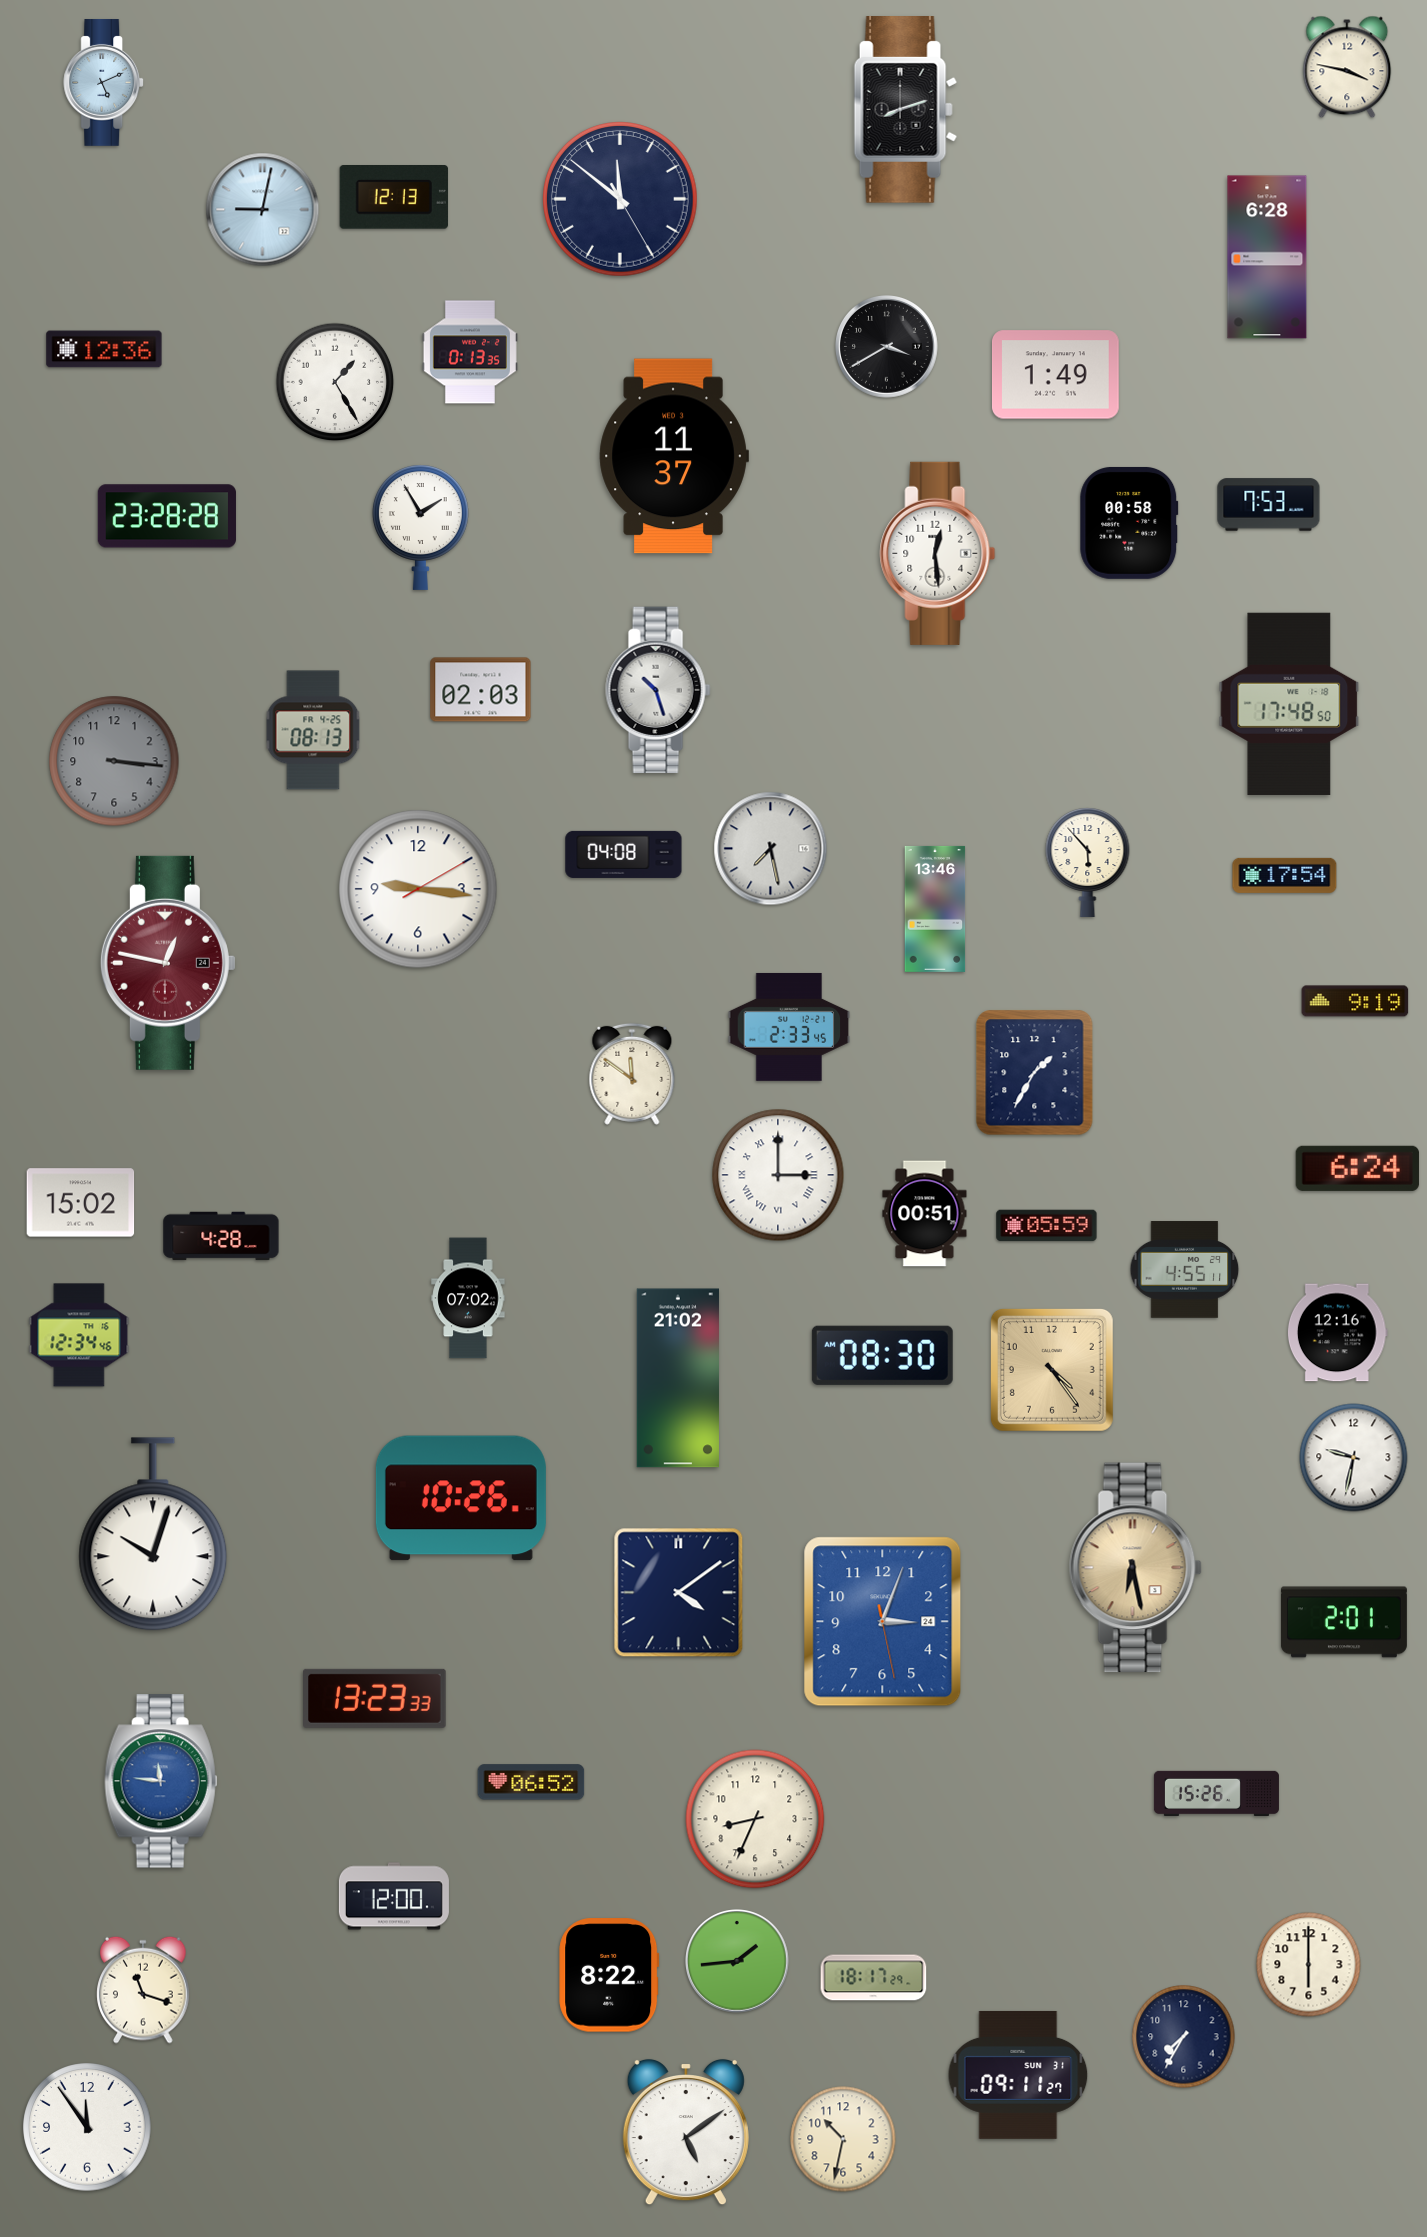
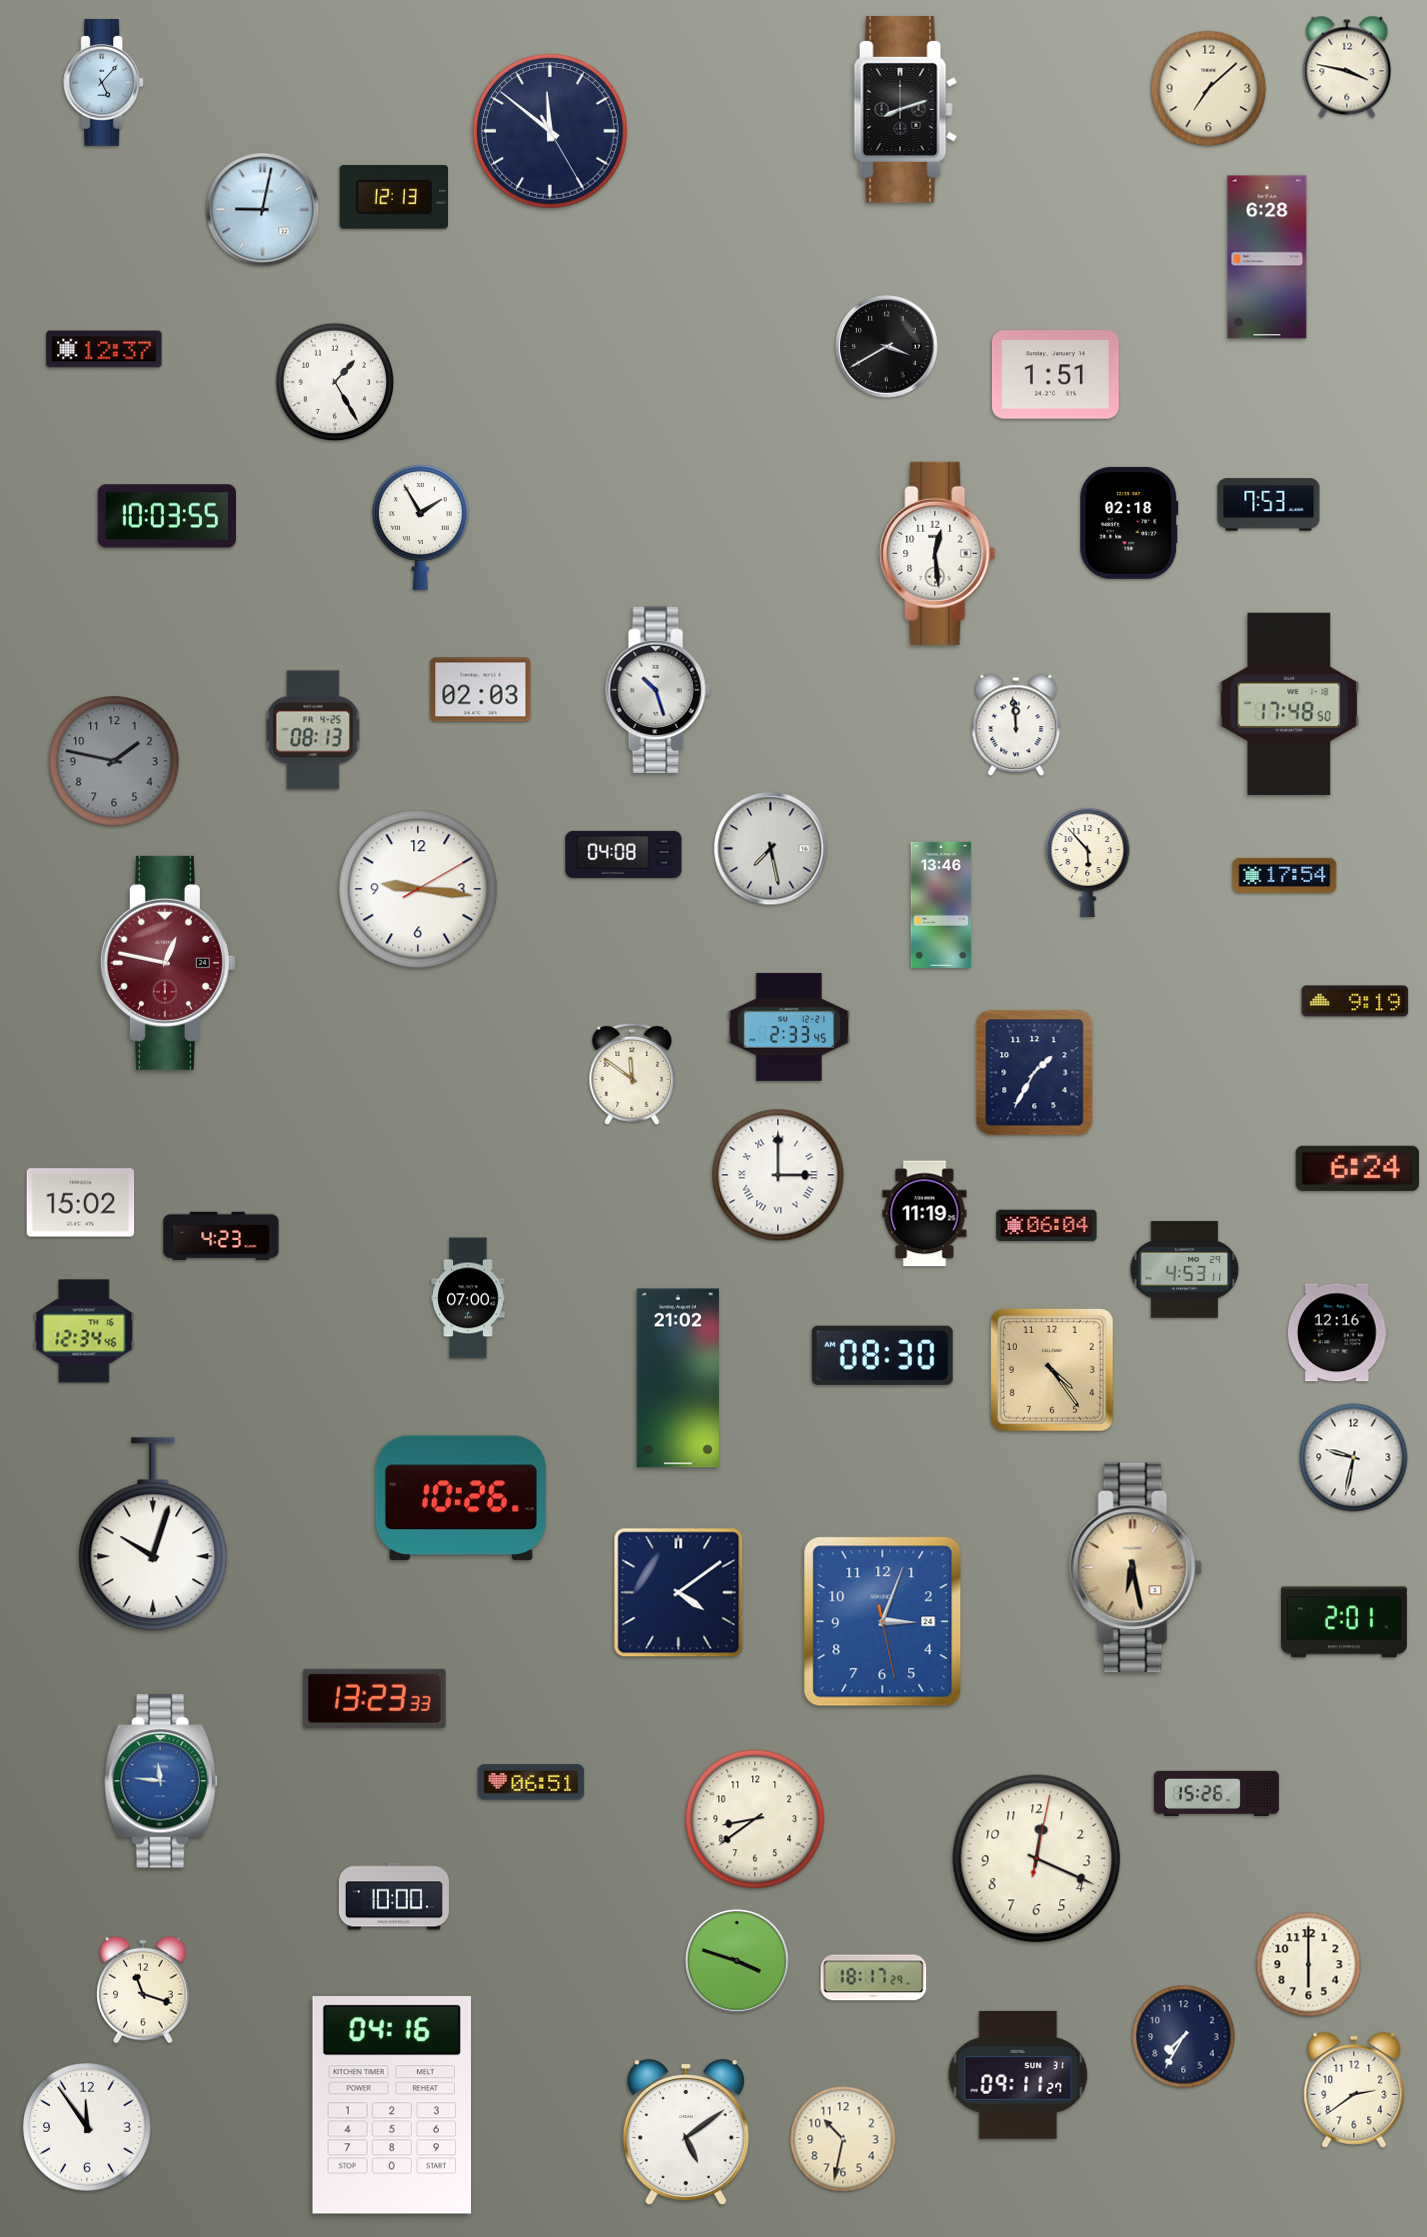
clock at (104, 83): 5:11 -> 5:07
clock at (1209, 89): none -> 7:08
clock at (621, 200) position: (621, 200) -> (551, 132)
clock at (104, 349): 12:36 -> 12:37
clock at (470, 352): 0:13 -> none
clock at (1055, 375): 1:49 -> 1:51
clock at (674, 456): 11:37 -> none
clock at (167, 516): 23:28 -> 10:03
clock at (1129, 523): 00:58 -> 02:18
clock at (1016, 725): none -> 11:59
clock at (114, 761): 3:16 -> 1:47
clock at (935, 909) position: (935, 909) -> (941, 905)
clock at (925, 1214): 00:51 -> 11:19
clock at (1047, 1226): 05:59 -> 06:04
clock at (221, 1236): 4:28 -> 4:23
clock at (1185, 1270): 4:55 -> 4:53
clock at (468, 1298): 07:02 -> 07:00
clock at (79, 1335) position: (79, 1335) -> (84, 1331)
clock at (531, 1782): 06:52 -> 06:51
clock at (755, 1819): 8:34 -> 8:39
clock at (1037, 1859): none -> 12:19
clock at (394, 1896): 12:00 -> 10:00
clock at (738, 1962): 1:44 -> 3:48
clock at (609, 1975): 8:22 -> none
clock at (1354, 2090): none -> 2:39
clock at (391, 2105): none -> 04:16
